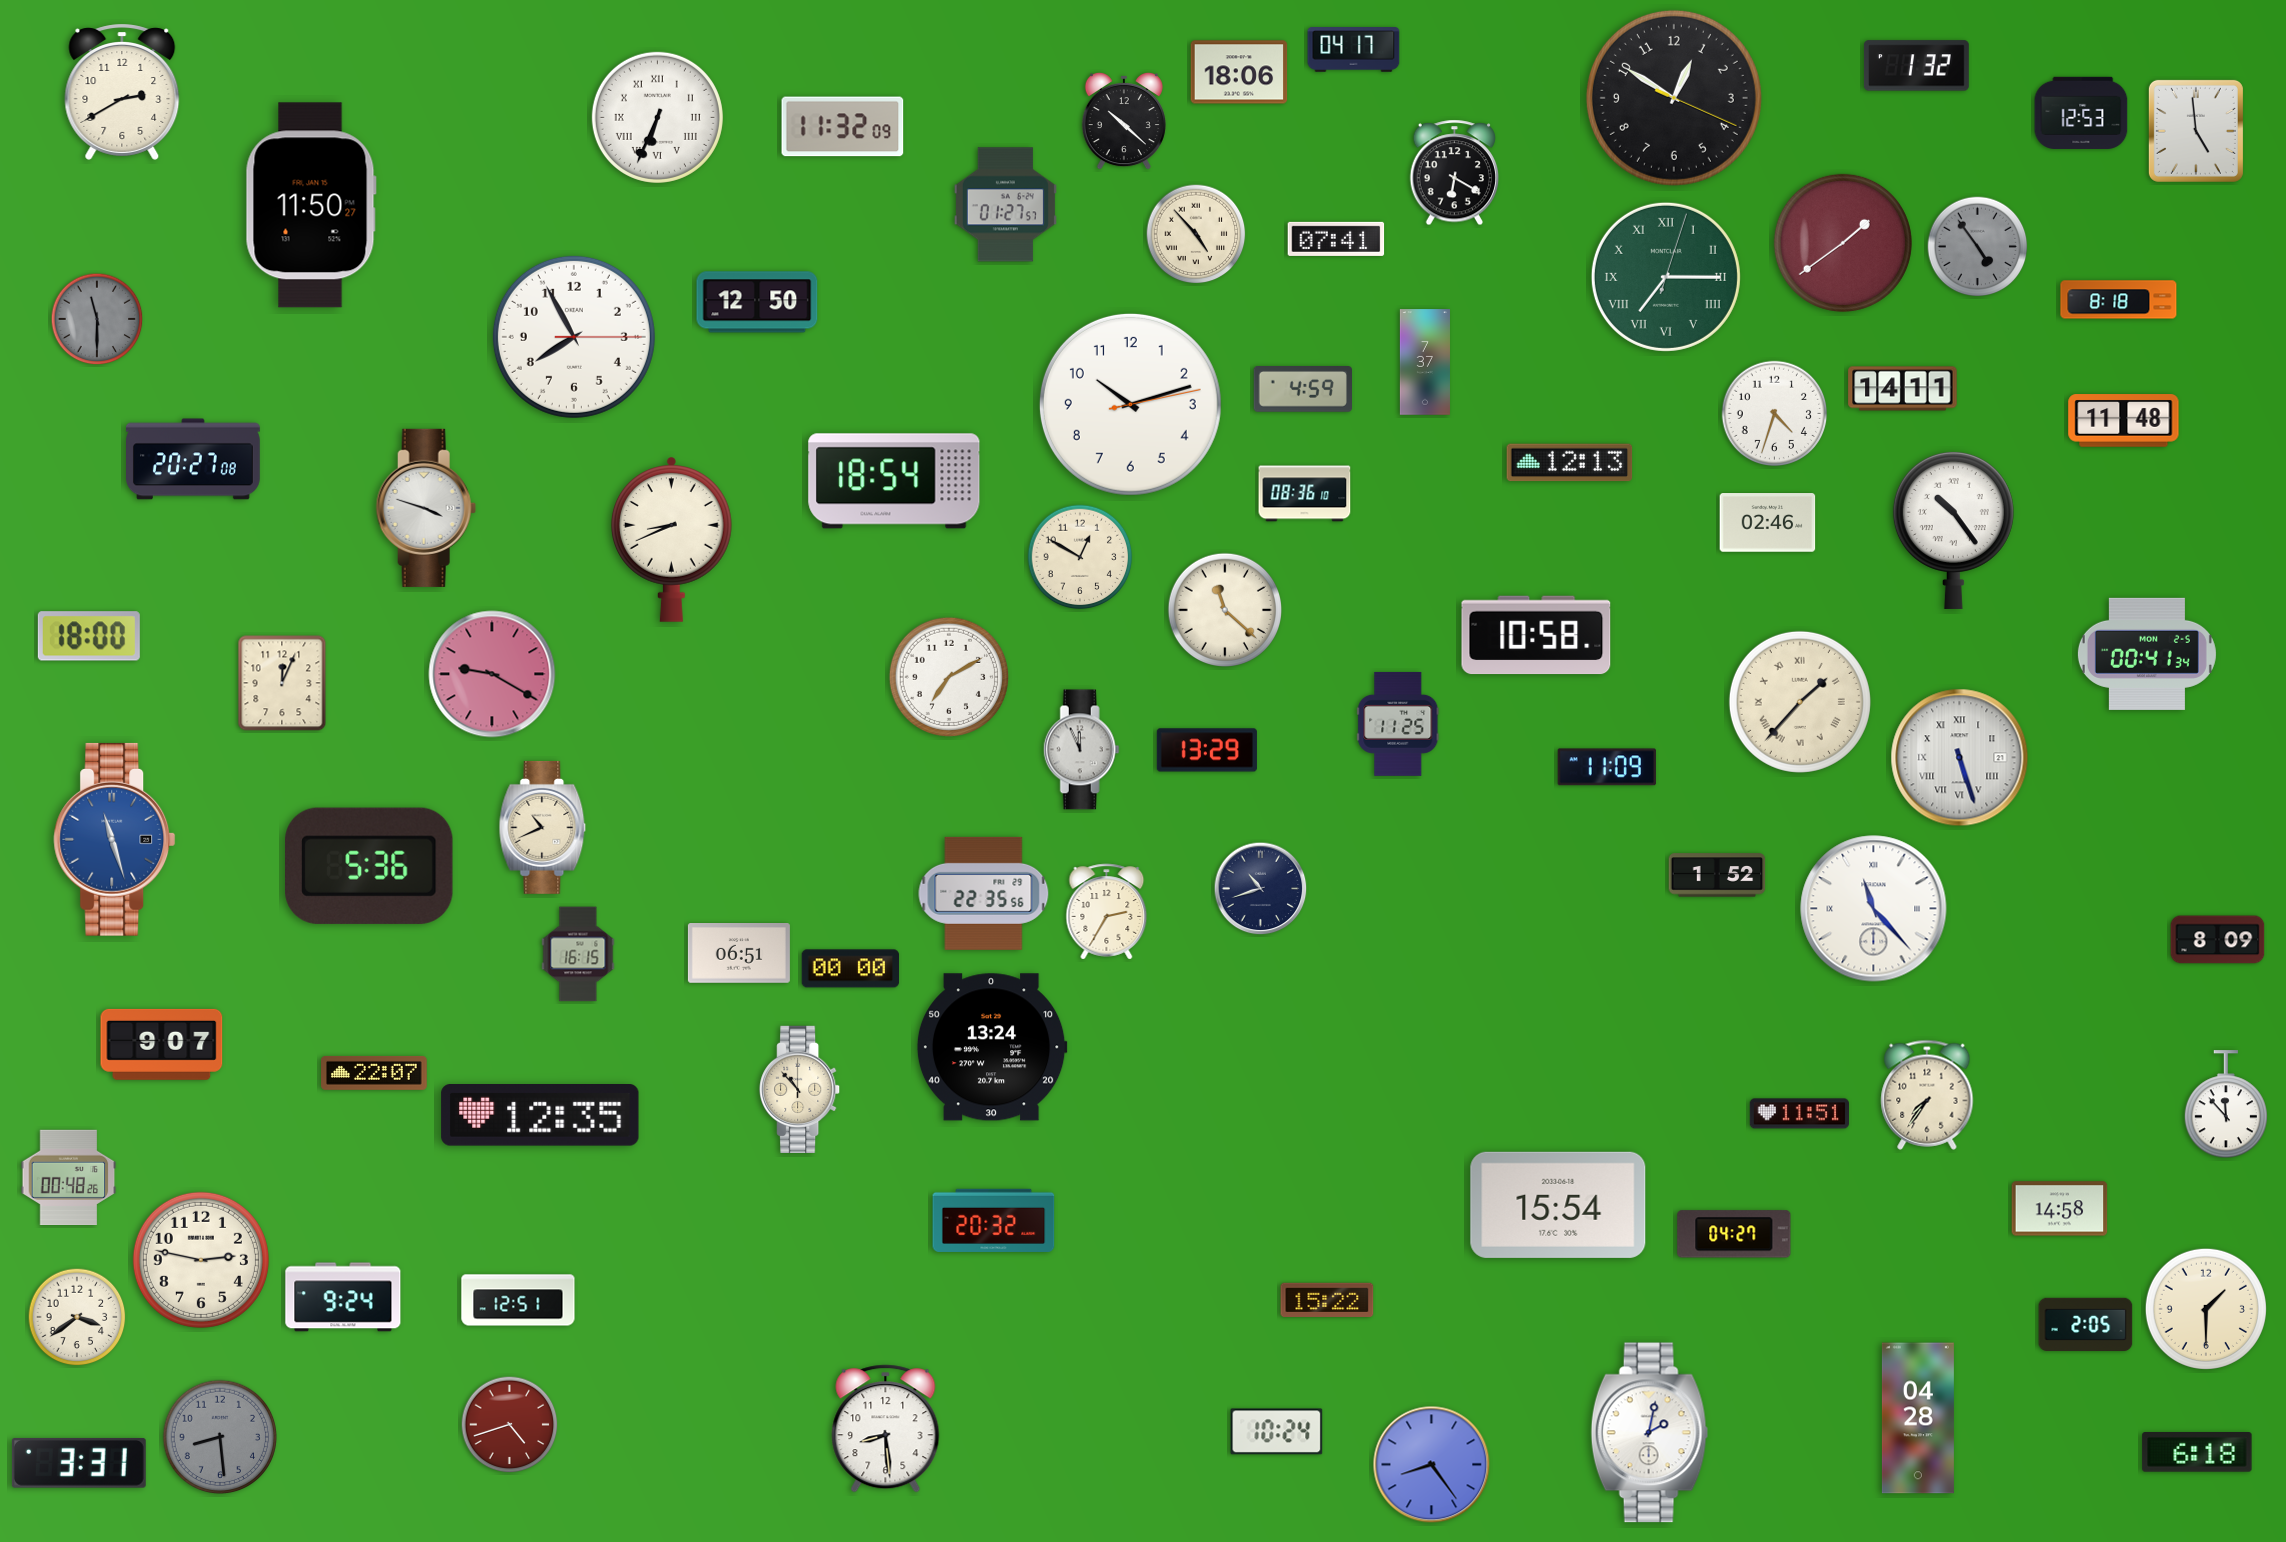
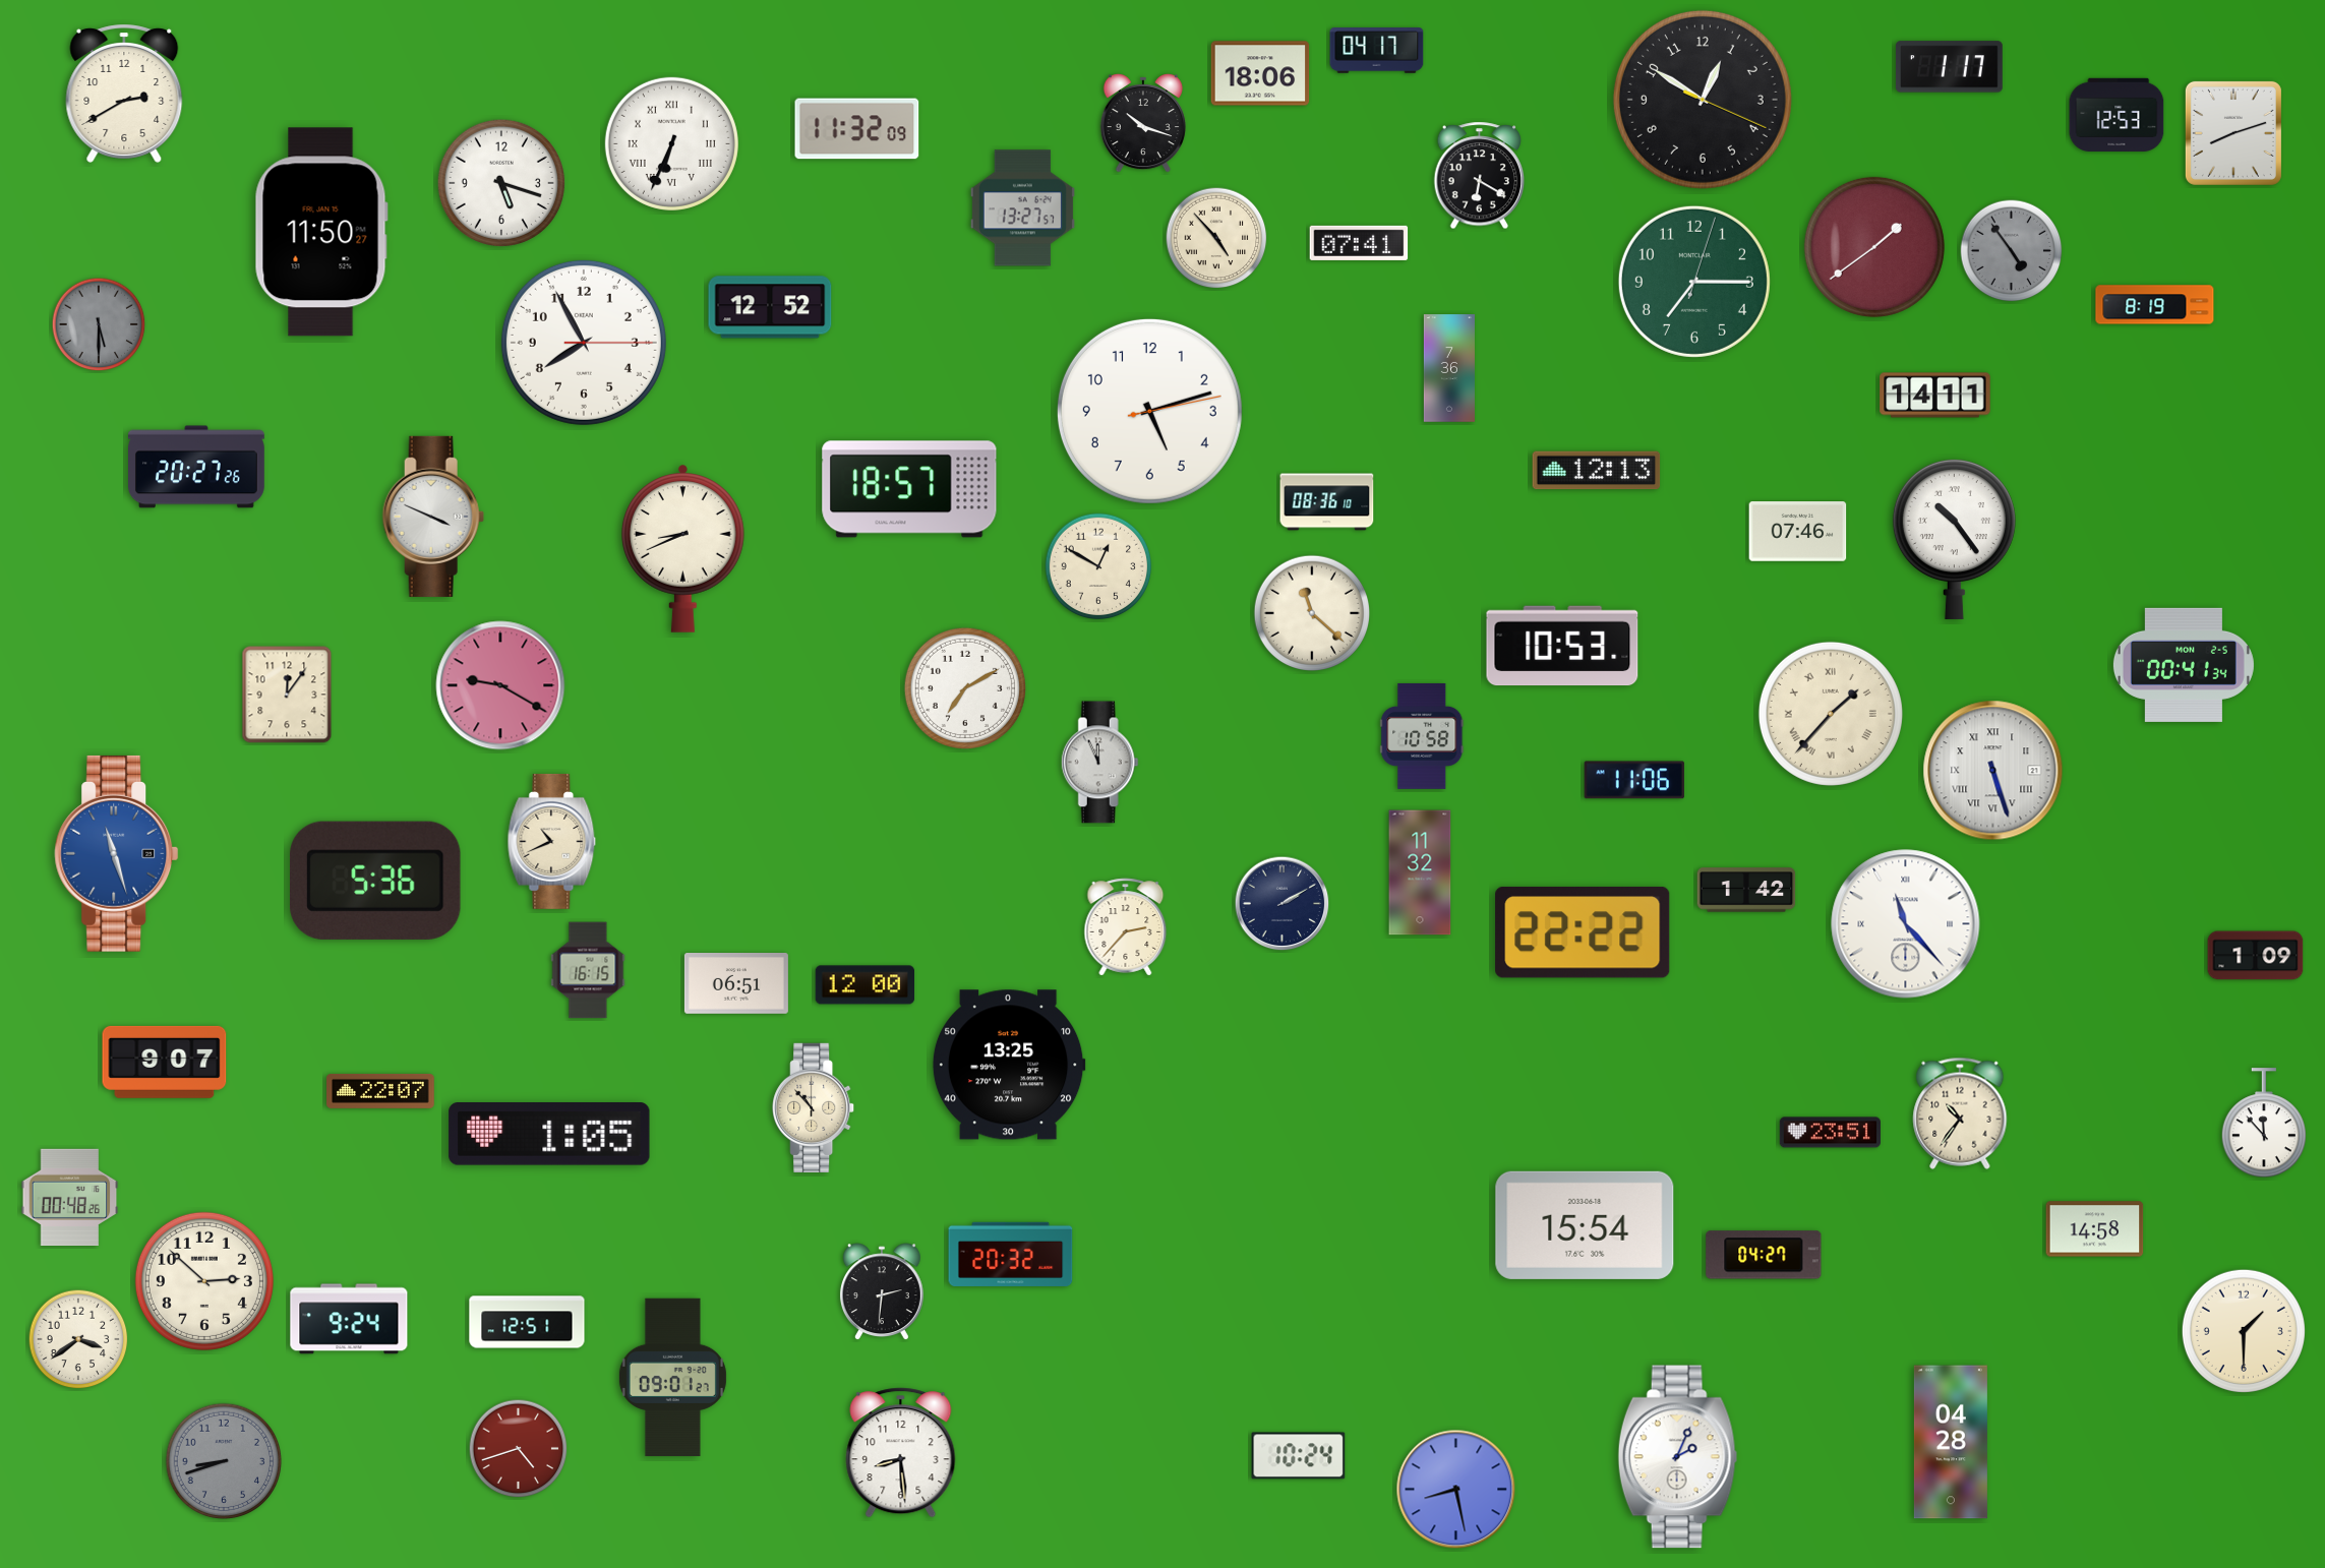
clock at (1916, 66): 1:32 -> 1:17
clock at (657, 117) position: (657, 117) -> (671, 143)
clock at (1124, 121): 10:22 -> 10:18
clock at (2196, 131): 4:59 -> 8:12
clock at (501, 183): none -> 5:18
clock at (311, 205) position: (311, 205) -> (321, 232)
clock at (1005, 205): 01:27 -> 13:27
clock at (1666, 277) numerals: Roman -> Arabic
clock at (2119, 300): 8:18 -> 8:19
clock at (757, 302): 12:50 -> 12:52
clock at (97, 319): 11:30 -> 5:30
clock at (1425, 362): 7:37 -> 7:36
clock at (1302, 390): 4:59 -> none
clock at (1130, 404): 10:12 -> 5:12
clock at (1775, 414): 4:33 -> none
clock at (2124, 421): 11:48 -> none
clock at (194, 459): 20:27:08 -> 20:27:26
clock at (894, 481): 18:54 -> 18:57
clock at (426, 508): 3:48 -> 3:49
clock at (1768, 523): 02:46 -> 07:46
clock at (1953, 530) position: (1953, 530) -> (1954, 539)
clock at (1224, 609) position: (1224, 609) -> (1311, 612)
clock at (1536, 635): 10:58 -> 10:53
clock at (89, 636): 18:00 -> none
clock at (282, 683): 12:04 -> 12:06
clock at (1398, 724): 11:25 -> 10:58
clock at (1207, 750): 13:29 -> none
clock at (1607, 767): 11:09 -> 11:06
clock at (1420, 872): none -> 11:32
clock at (1717, 875): 1:52 -> 1:42
clock at (1261, 889): 10:42 -> 2:10
clock at (984, 893): 22:35 -> none
clock at (1107, 912): 2:35 -> 2:37
clock at (1583, 932): none -> 22:22
clock at (2218, 940): 8:09 -> 1:09
clock at (739, 954) position: (739, 954) -> (736, 984)
clock at (851, 969): 00:00 -> 12:00
clock at (992, 1047): 13:24 -> 13:25
clock at (1927, 1095): 7:36 -> 10:36
clock at (1799, 1114): 11:51 -> 23:51
clock at (540, 1116): 12:35 -> 1:05
clock at (994, 1220) position: (994, 1220) -> (1011, 1254)
clock at (201, 1260): 2:47 -> 2:52
clock at (882, 1292): none -> 2:31
clock at (1327, 1300): 15:22 -> none
clock at (2086, 1324): 2:05 -> none
clock at (672, 1378): none -> 09:01
clock at (1650, 1433): 2:02 -> 2:04
clock at (219, 1436): 8:29 -> 8:42
clock at (2197, 1453): 6:18 -> none
clock at (79, 1463): 3:31 -> none
clock at (1432, 1465): 8:24 -> 8:28
